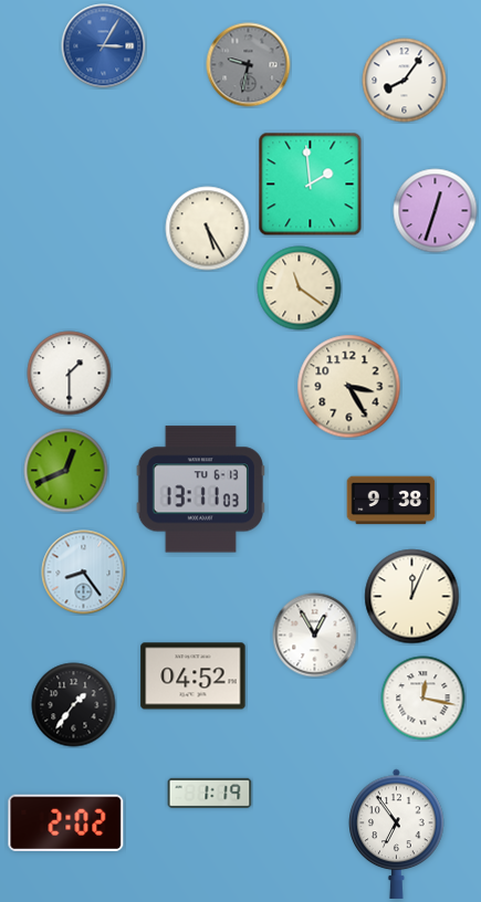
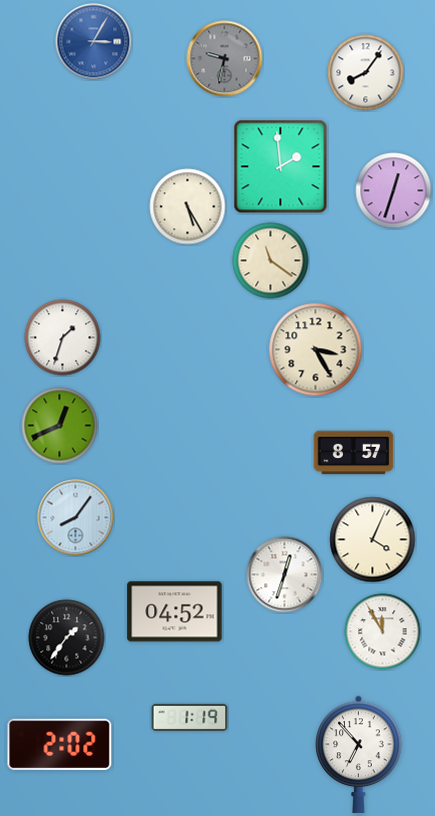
clock at (70, 374): 1:30 -> 1:33
clock at (200, 490): 13:11 -> none
clock at (391, 501): 9:38 -> 8:57
clock at (84, 573): 8:24 -> 8:06
clock at (412, 597): 12:04 -> 4:04
clock at (315, 636): 12:55 -> 12:33
clock at (424, 699): 12:17 -> 11:55
clock at (397, 833): 6:54 -> 6:53
